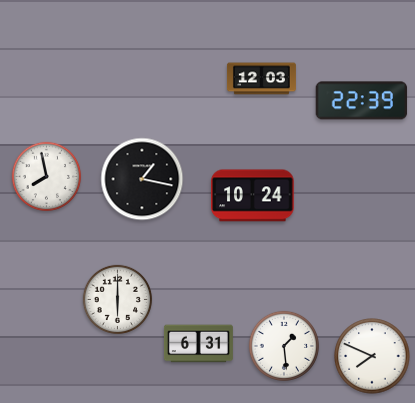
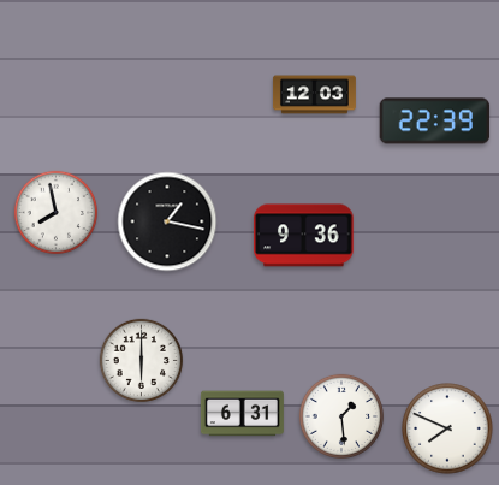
clock at (142, 179) position: (142, 179) -> (167, 221)
clock at (253, 196): 10:24 -> 9:36
clock at (198, 344) position: (198, 344) -> (242, 414)
